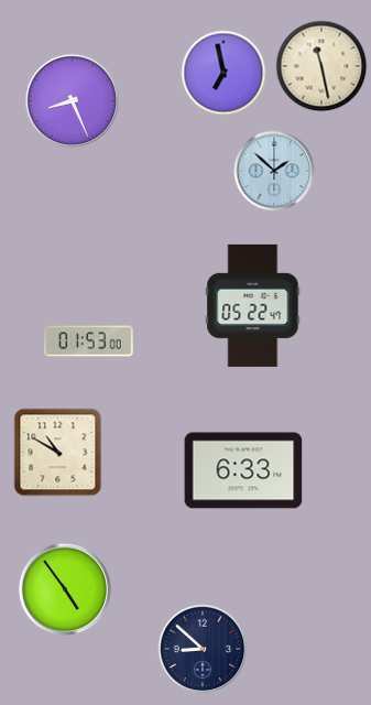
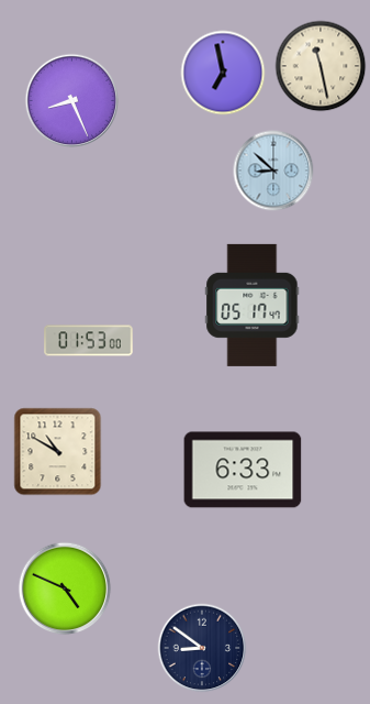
clock at (274, 171): 1:52 -> 8:52
clock at (253, 305): 05:22 -> 05:17
clock at (65, 589): 4:54 -> 4:49
clock at (203, 649): 8:52 -> 8:51
